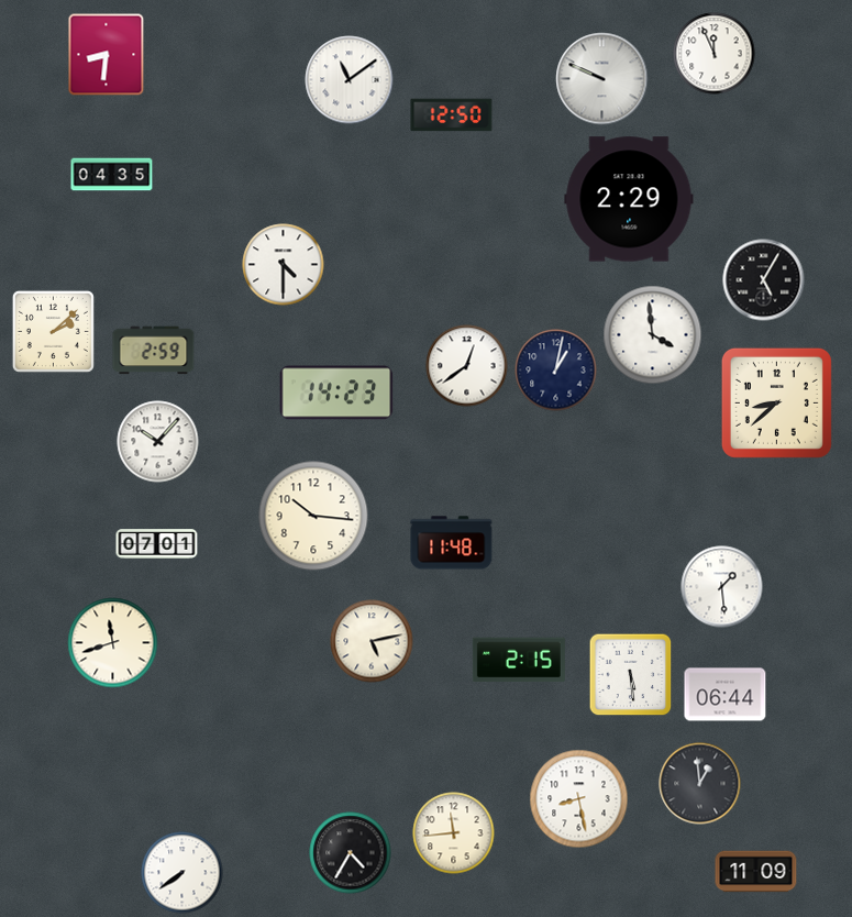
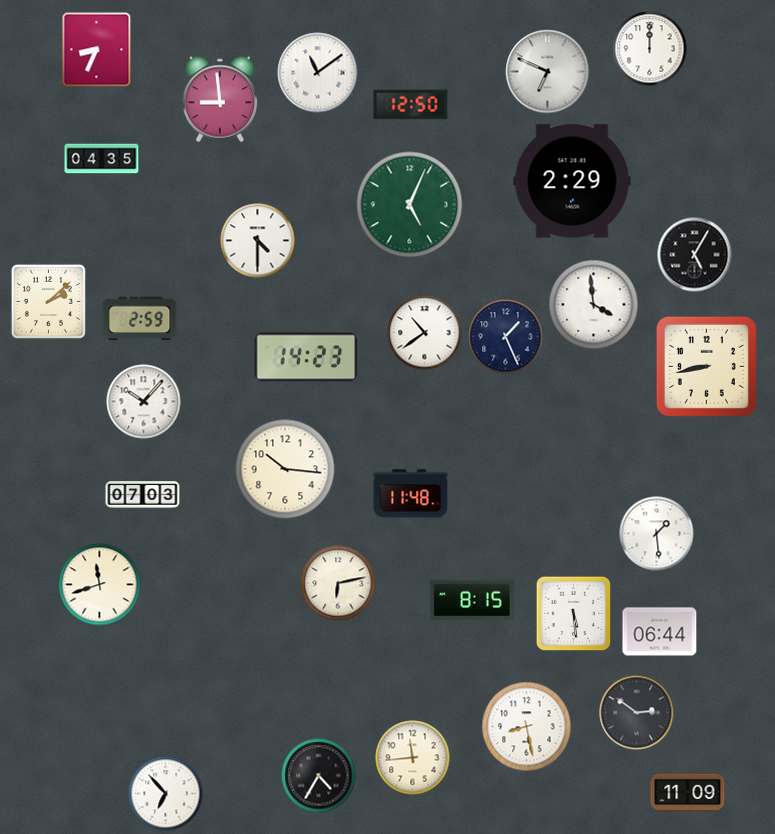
clock at (715, 54): 11:56 -> 12:00
clock at (107, 55): 8:31 -> 8:34
clock at (602, 79): 9:49 -> 6:49
clock at (220, 99): none -> 8:59
clock at (410, 205): none -> 5:04
clock at (467, 366): 12:39 -> 10:39
clock at (556, 371): 1:02 -> 1:26
clock at (776, 402): 8:38 -> 8:43
clock at (157, 544): 07:01 -> 07:03
clock at (372, 641): 5:13 -> 6:13
clock at (113, 643) position: (113, 643) -> (100, 585)
clock at (519, 660): 2:15 -> 8:15
clock at (700, 784): 12:59 -> 2:51
clock at (182, 873): 7:39 -> 6:53
